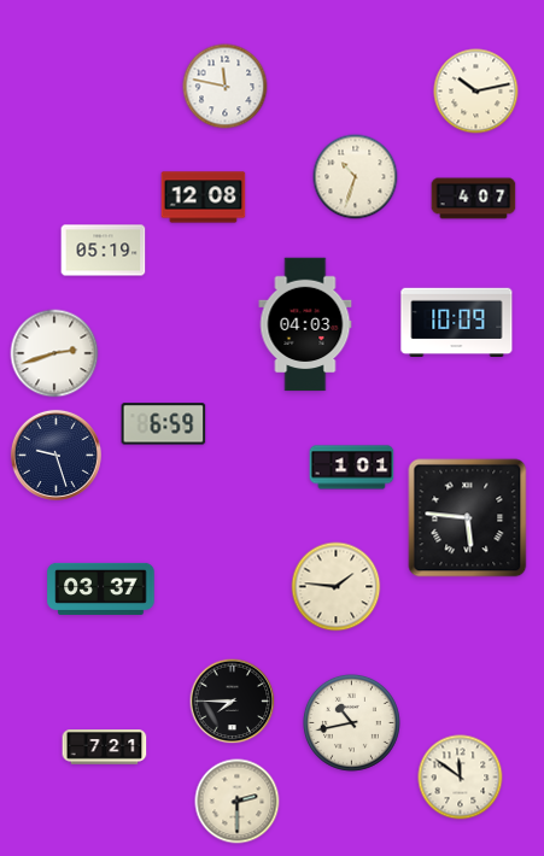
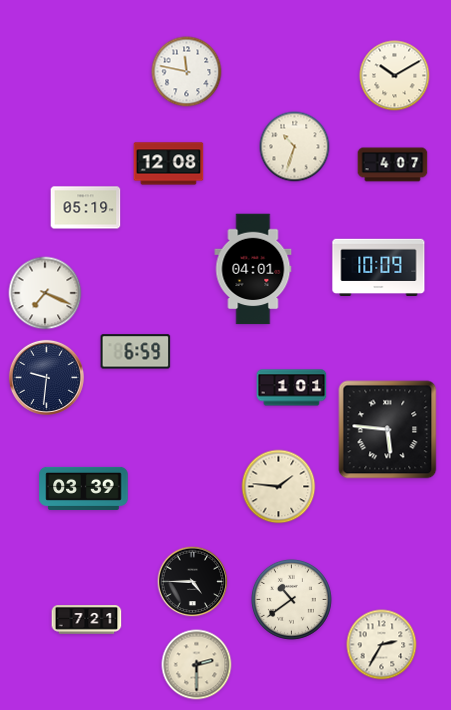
clock at (476, 92): 10:13 -> 10:10
clock at (305, 324): 04:03 -> 04:01
clock at (54, 353): 2:42 -> 7:19
clock at (55, 455): 9:27 -> 9:31
clock at (101, 588): 03:37 -> 03:39
clock at (233, 702): 7:45 -> 4:45
clock at (351, 722): 10:43 -> 10:39
clock at (461, 778): 11:51 -> 2:35
